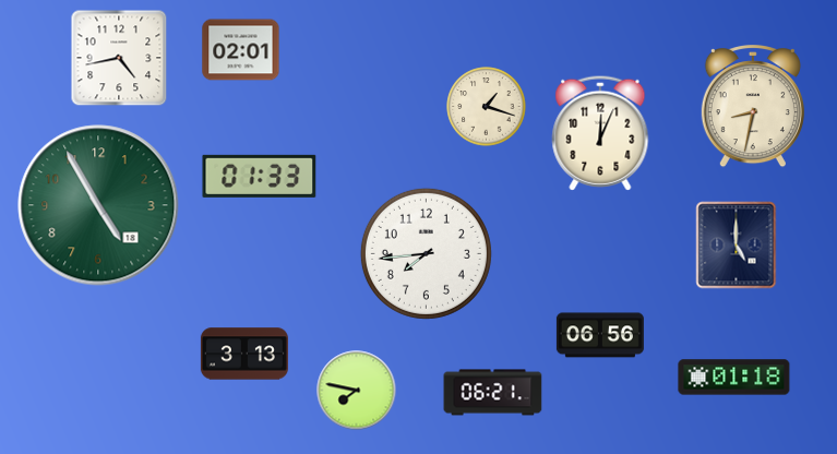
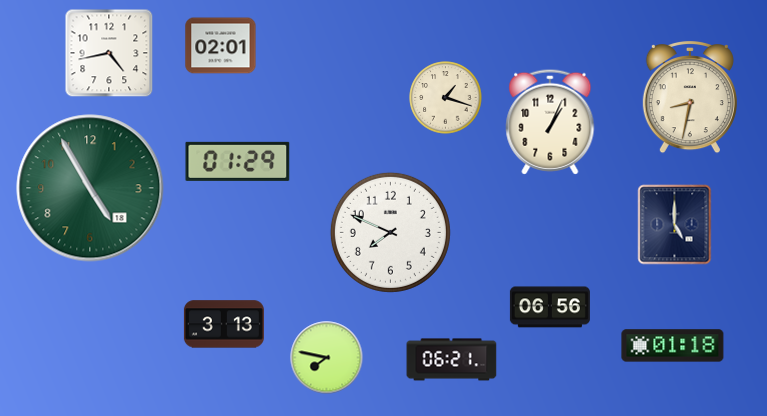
clock at (600, 133): 12:04 -> 1:04
clock at (260, 176): 01:33 -> 01:29
clock at (426, 253): 7:44 -> 7:49
